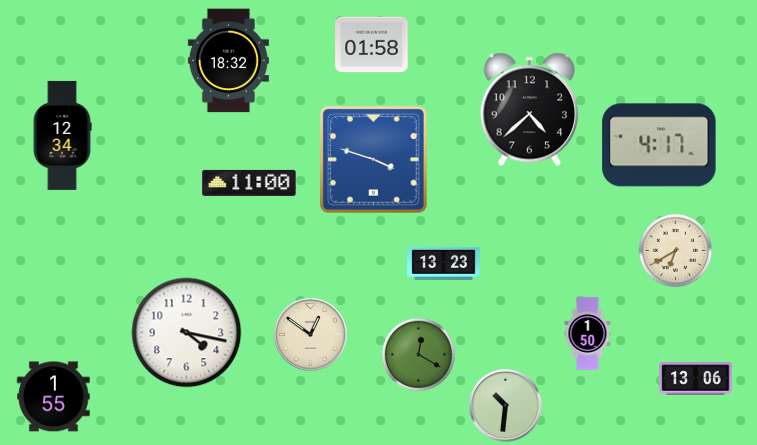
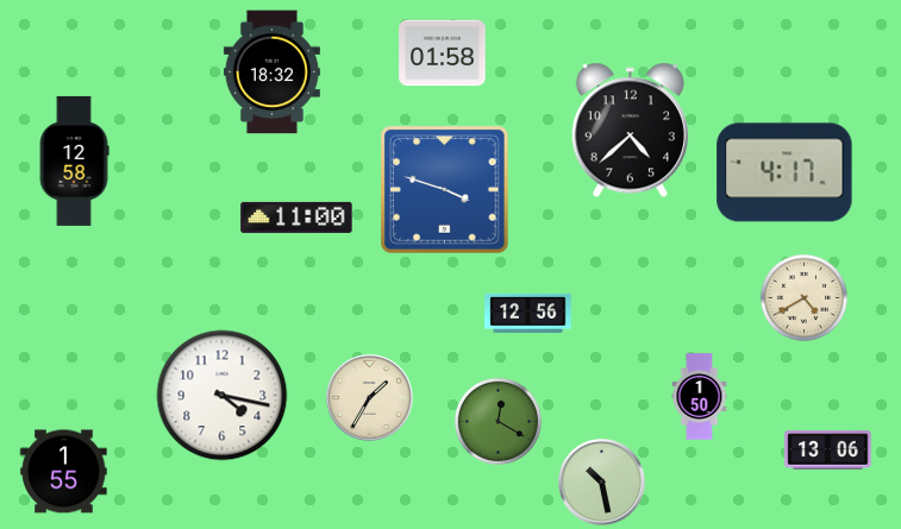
clock at (62, 135): 12:34 -> 12:58
clock at (675, 250): 6:40 -> 4:40
clock at (444, 263): 13:23 -> 12:56
clock at (311, 335): 12:51 -> 1:35
clock at (506, 406): 10:31 -> 10:28
